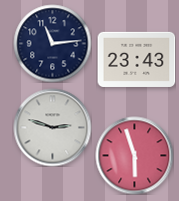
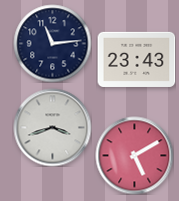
clock at (52, 127): 2:48 -> 3:42
clock at (134, 155): 5:57 -> 5:10
